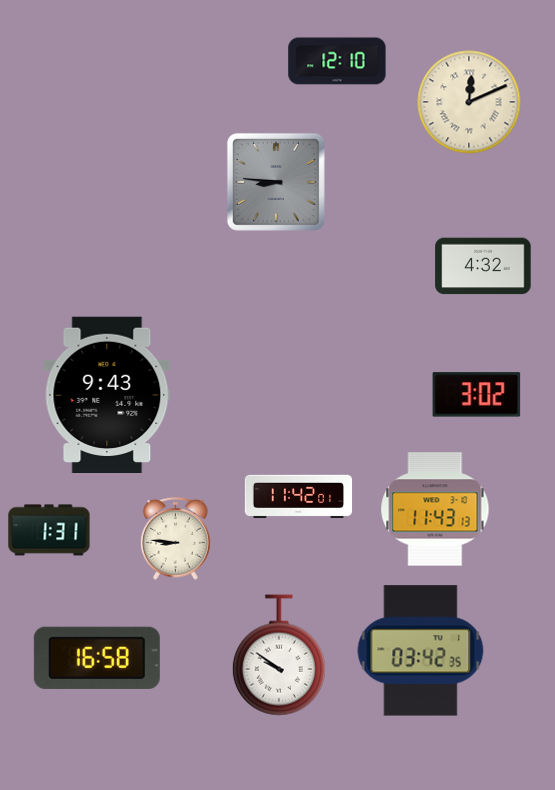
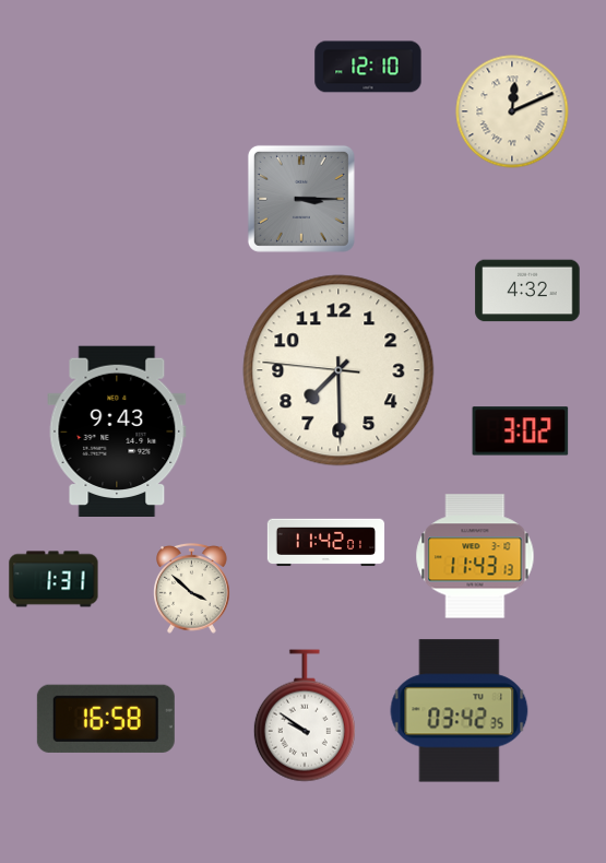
clock at (276, 182): 8:46 -> 3:15
clock at (338, 370): none -> 7:29
clock at (176, 538): 8:46 -> 3:52
